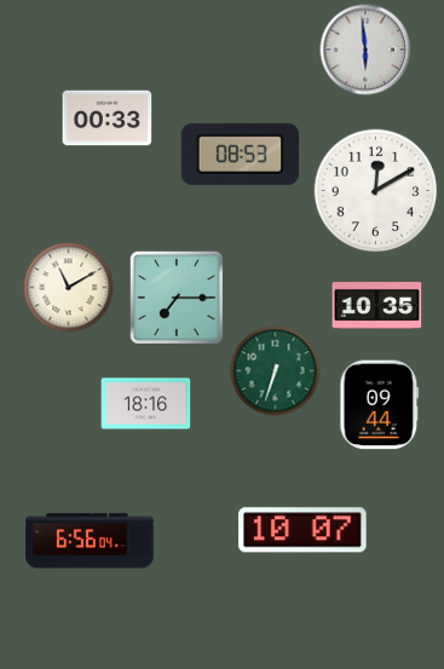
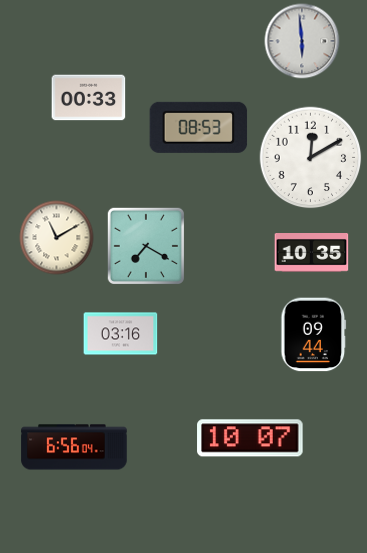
clock at (177, 298): 7:15 -> 7:20
clock at (276, 371): 6:33 -> none
clock at (146, 404): 18:16 -> 03:16
